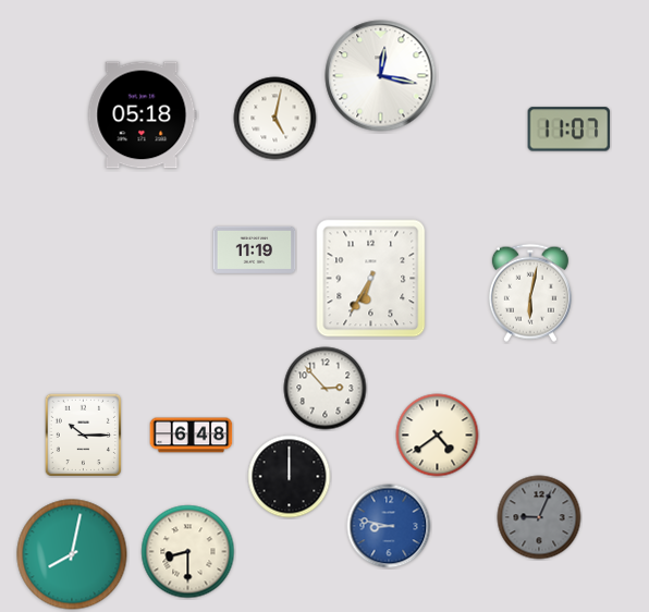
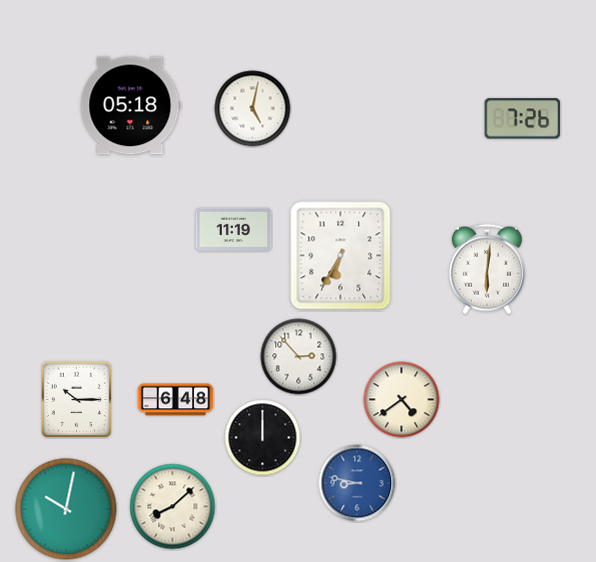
clock at (381, 76): 12:17 -> none
clock at (570, 130): 11:07 -> 7:26
clock at (530, 293): 6:02 -> 6:01
clock at (290, 477) position: (290, 477) -> (263, 438)
clock at (539, 517): 9:04 -> none
clock at (188, 552): 8:30 -> 8:08
clock at (72, 554): 8:02 -> 10:02
